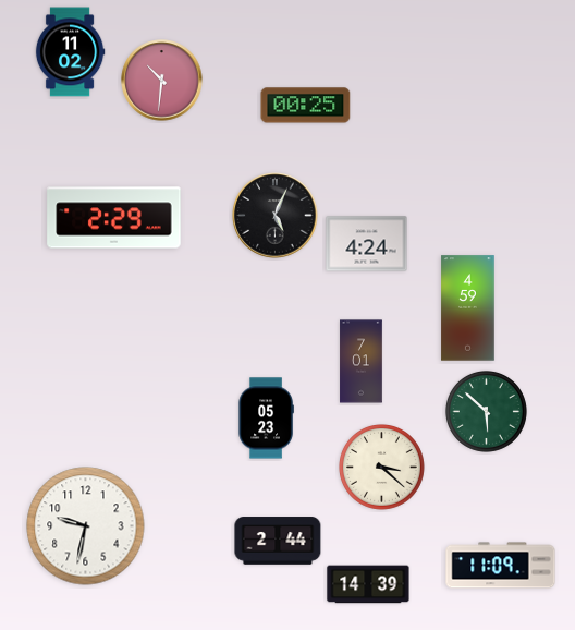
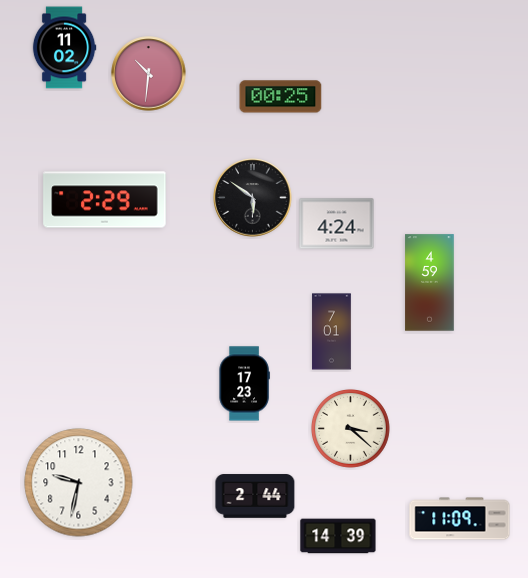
clock at (276, 216): 5:04 -> 5:51
clock at (486, 411): 5:52 -> none
clock at (266, 419): 05:23 -> 17:23
